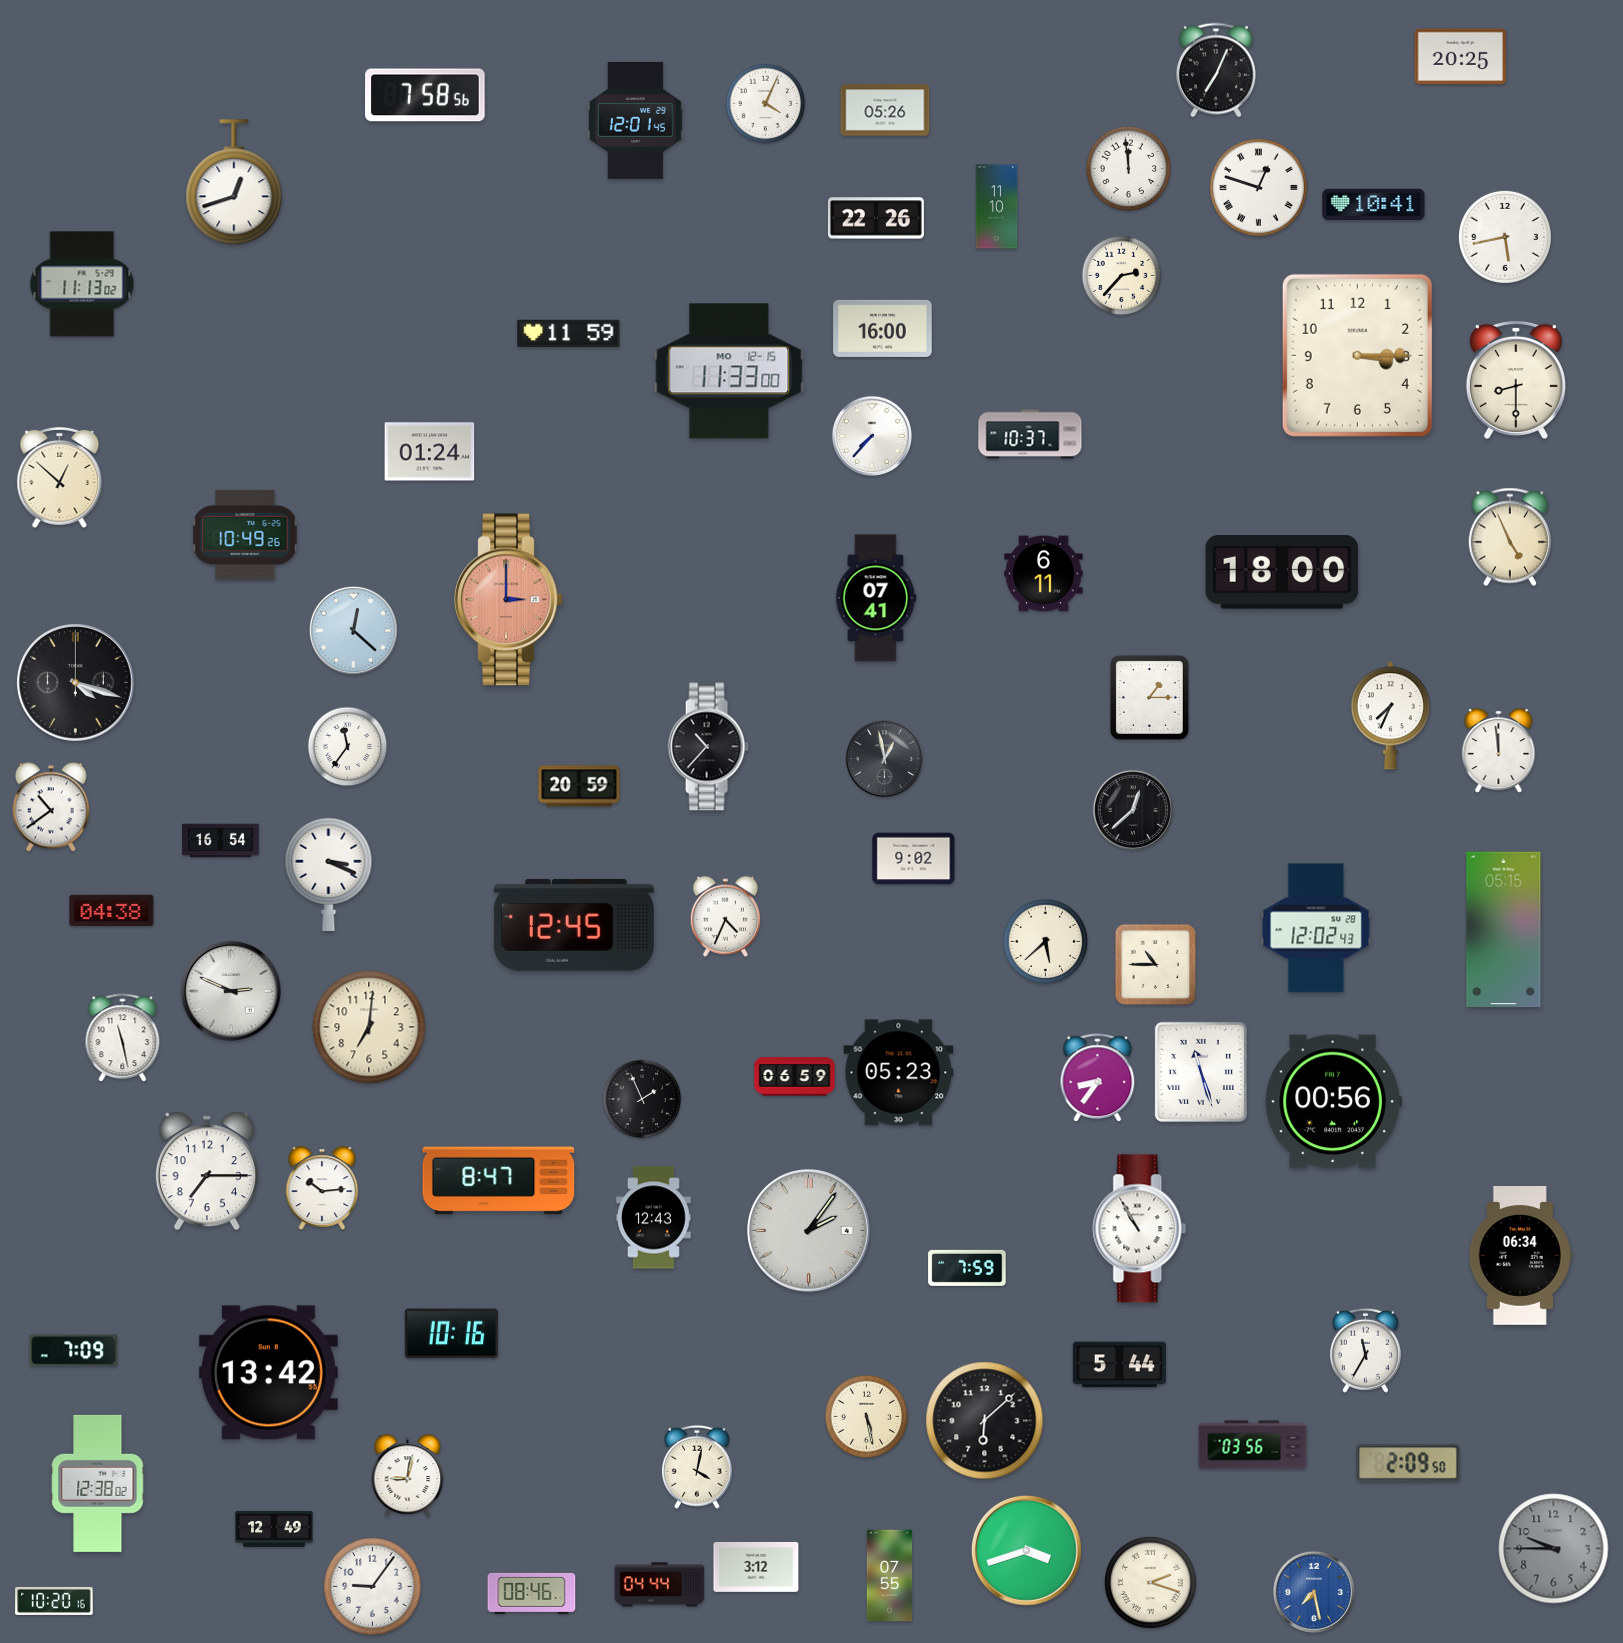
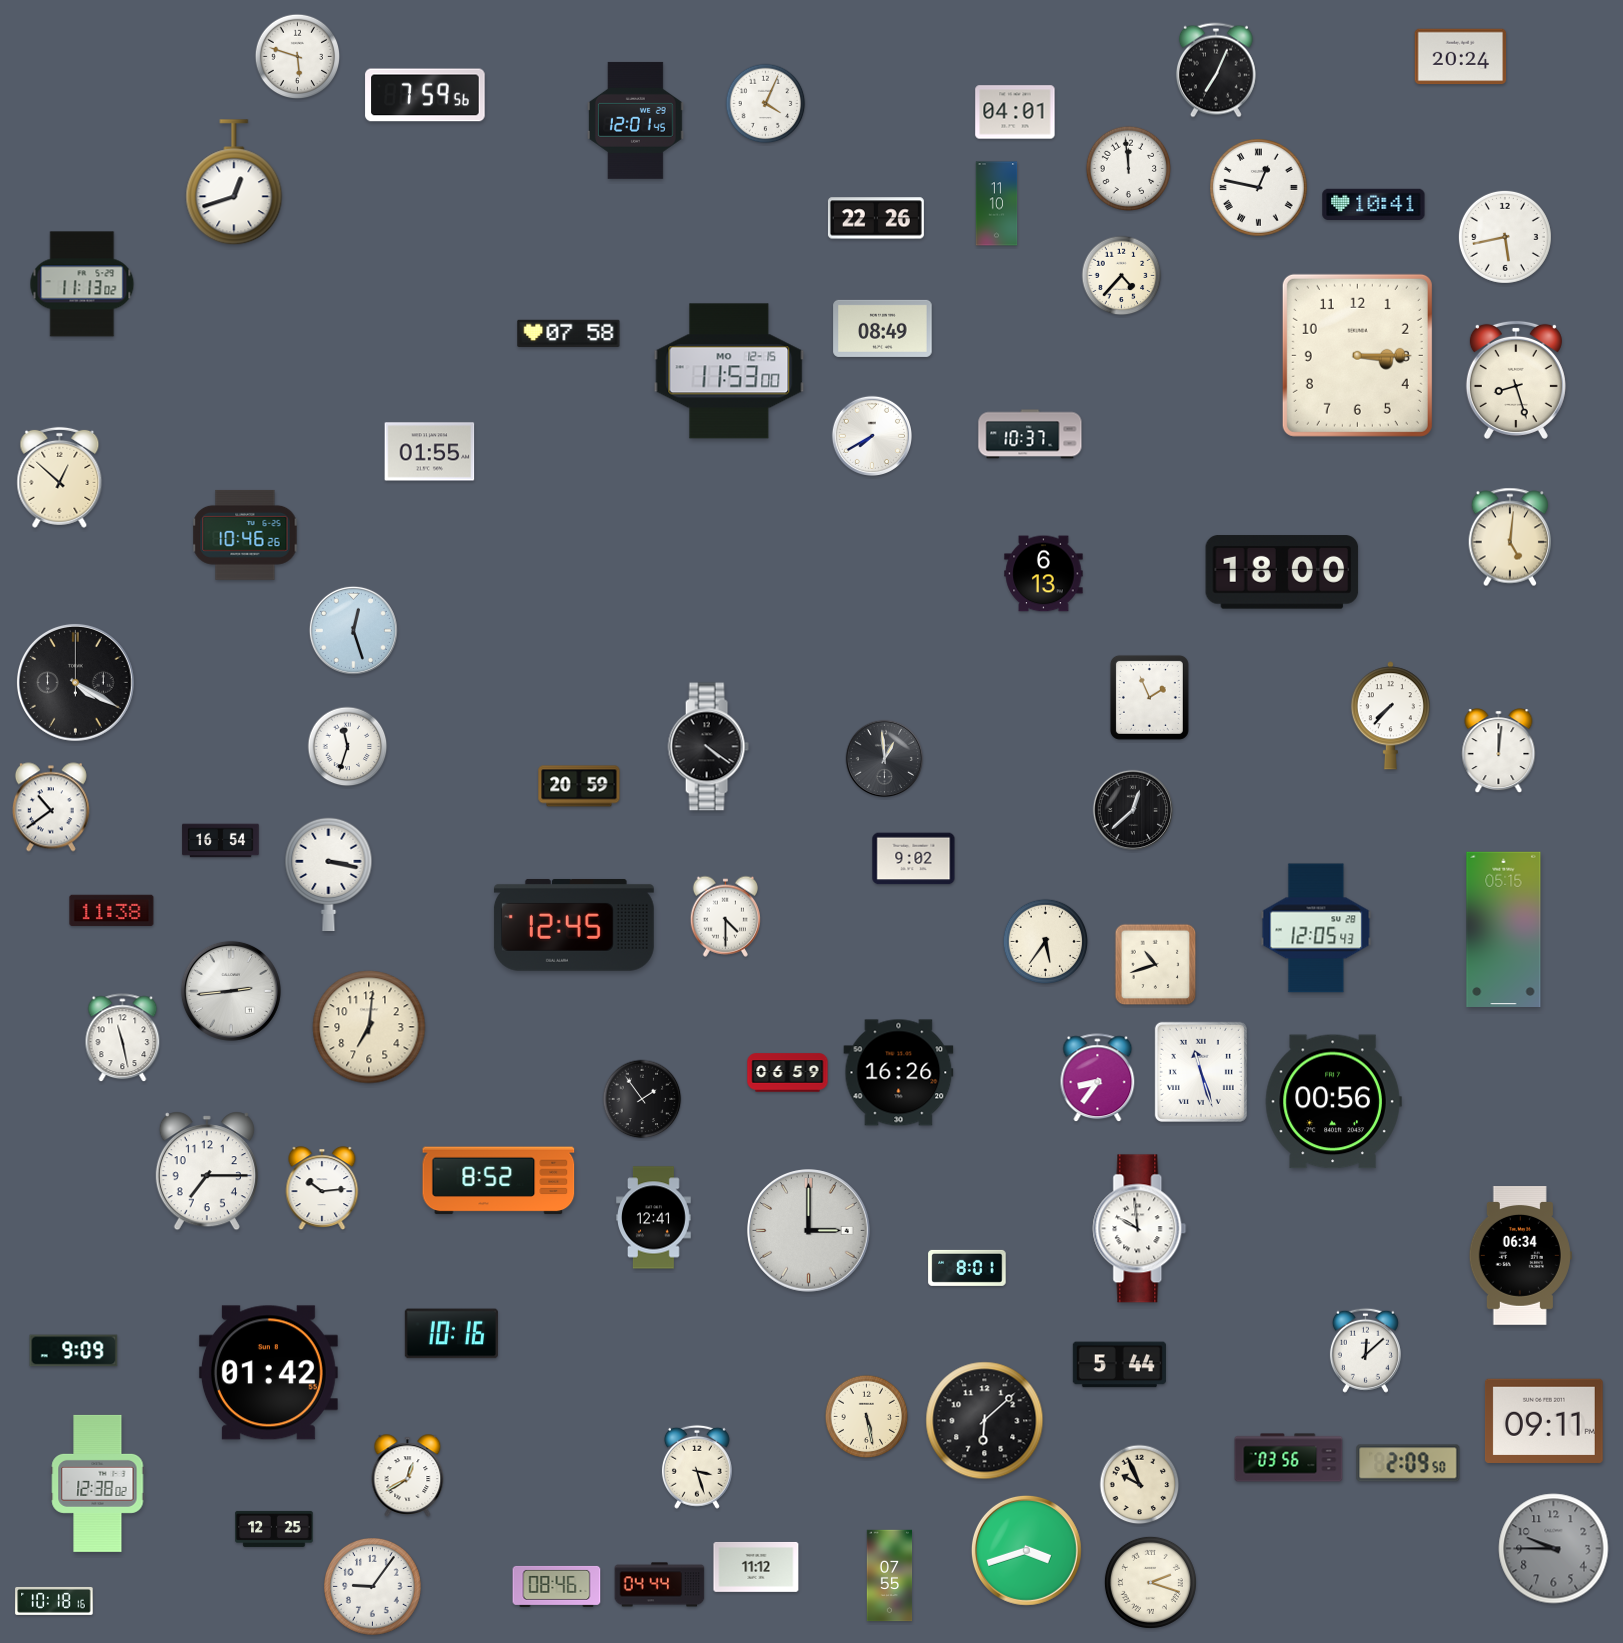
clock at (298, 57): none -> 5:48
clock at (1461, 57): 20:25 -> 20:24
clock at (425, 95): 7:58 -> 7:59
clock at (885, 110): 05:26 -> none
clock at (1015, 112): none -> 04:01
clock at (1259, 188): 12:48 -> 12:47
clock at (997, 207) position: (997, 207) -> (997, 204)
clock at (1122, 276): 2:37 -> 4:37
clock at (883, 328): 16:00 -> 08:49
clock at (569, 333): 11:59 -> 07:58
clock at (729, 371): 11:33 -> 11:53
clock at (1516, 380): 8:30 -> 8:27
clock at (871, 435): 7:37 -> 7:40
clock at (430, 452): 01:24 -> 01:55
clock at (245, 535): 10:49 -> 10:46
clock at (1510, 537): 4:56 -> 5:01
clock at (1044, 574): 6:11 -> 6:13
clock at (876, 598): 07:41 -> none
clock at (509, 600): 3:00 -> none
clock at (353, 630): 12:22 -> 12:27
clock at (75, 682): 4:18 -> 4:20
clock at (1149, 697): 1:15 -> 1:56
clock at (1390, 716): 7:34 -> 7:37
clock at (348, 747): 11:36 -> 11:33
clock at (708, 747): 10:37 -> 4:21
clock at (1499, 751): 11:59 -> 12:01
clock at (885, 759): 12:58 -> 12:59
clock at (329, 874): 3:19 -> 3:17
clock at (112, 911): 04:38 -> 11:38
clock at (725, 916): 4:34 -> 4:30
clock at (1316, 928): 12:02 -> 12:05
clock at (1046, 942): 5:38 -> 5:36
clock at (1156, 965): 10:45 -> 10:42
clock at (231, 991): 2:49 -> 2:44
clock at (899, 1073): 05:23 -> 16:26
clock at (795, 1077) position: (795, 1077) -> (788, 1073)
clock at (642, 1099): 1:56 -> 1:54
clock at (499, 1181): 8:47 -> 8:52
clock at (654, 1218): 12:43 -> 12:41
clock at (1140, 1229): 10:55 -> 9:59
clock at (809, 1231): 2:06 -> 3:00
clock at (967, 1268): 7:59 -> 8:01
clock at (1365, 1350): 11:35 -> 12:08
clock at (74, 1351): 7:09 -> 9:09
clock at (268, 1373): 13:42 -> 01:42
clock at (1544, 1420): none -> 09:11
clock at (1253, 1445) position: (1253, 1445) -> (1289, 1458)
clock at (697, 1467): 4:02 -> 3:27
clock at (408, 1476): 9:02 -> 12:40
clock at (1140, 1485): none -> 9:56
clock at (274, 1529): 12:49 -> 12:25
clock at (756, 1567): 3:12 -> 11:12
clock at (1313, 1591): 7:28 -> none
clock at (532, 1593) position: (532, 1593) -> (557, 1586)
clock at (54, 1601): 10:20 -> 10:18
